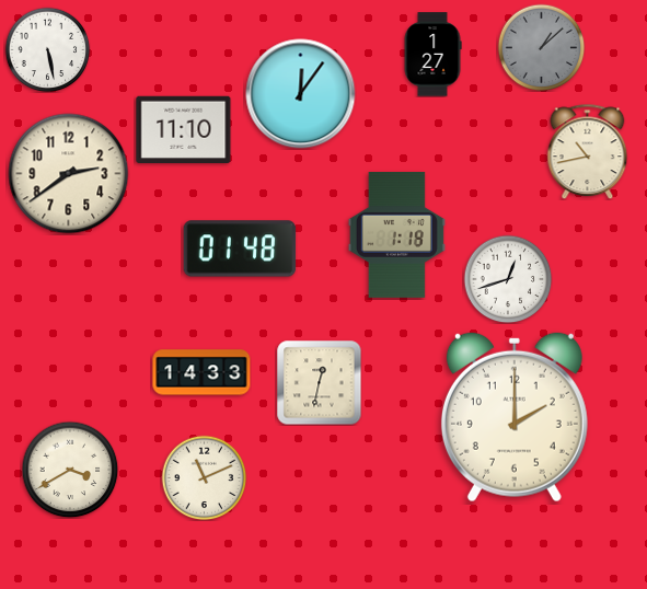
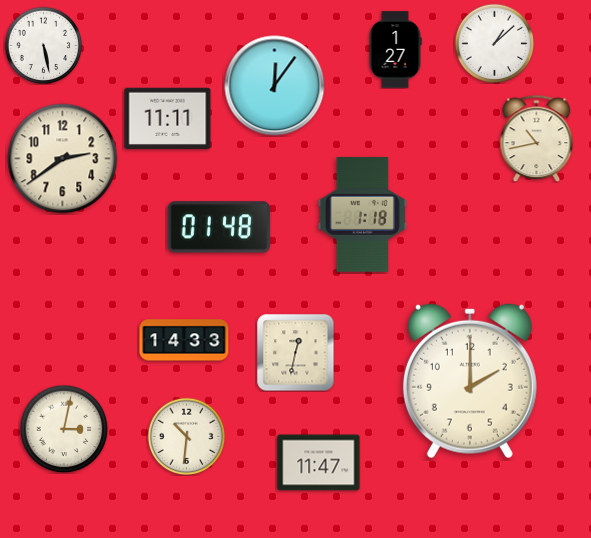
clock at (541, 47) dial: grey -> white
clock at (184, 129): 11:10 -> 11:11
clock at (508, 279): 12:42 -> none
clock at (319, 382) position: (319, 382) -> (295, 352)
clock at (70, 470): 3:40 -> 3:02
clock at (204, 477): 11:11 -> 10:31
clock at (319, 463): none -> 11:47
